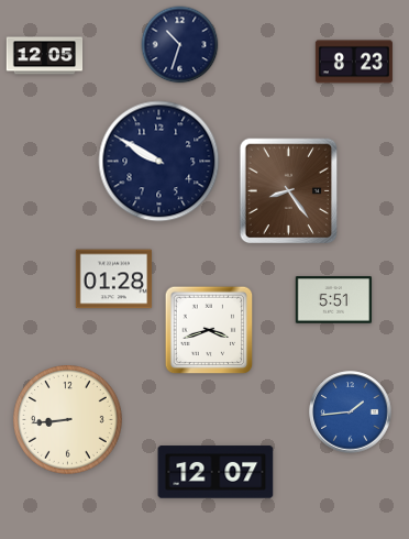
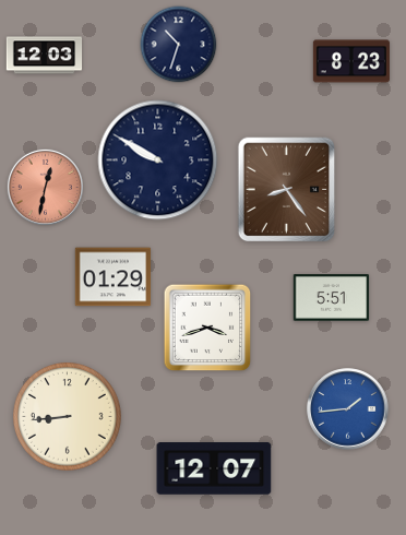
clock at (45, 56): 12:05 -> 12:03
clock at (45, 187): none -> 12:32
clock at (114, 279): 01:28 -> 01:29
